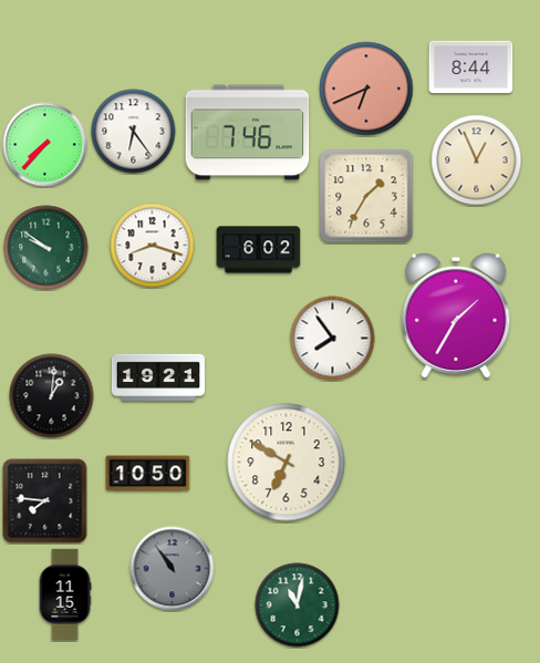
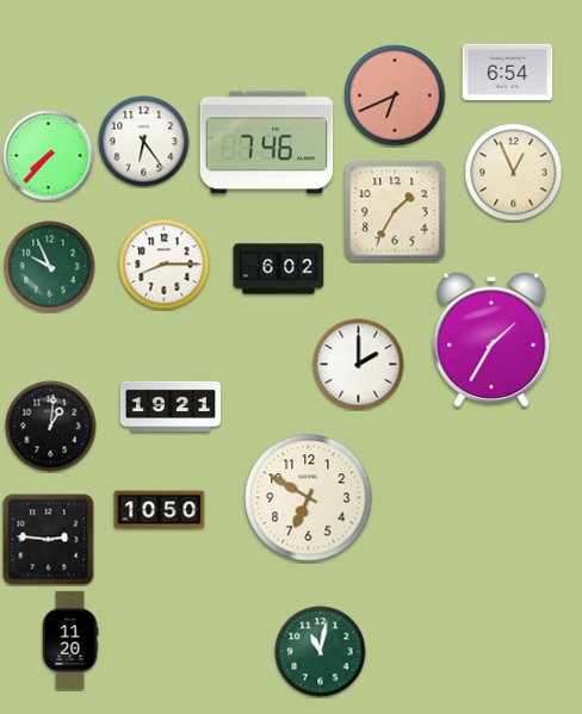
clock at (471, 68): 8:44 -> 6:54
clock at (153, 246): 8:18 -> 8:15
clock at (46, 248): 9:51 -> 9:56
clock at (333, 339): 7:54 -> 2:00
clock at (52, 396) position: (52, 396) -> (51, 427)
clock at (45, 501): 7:46 -> 2:46
clock at (173, 569): 10:54 -> none
clock at (65, 593): 11:15 -> 11:20
